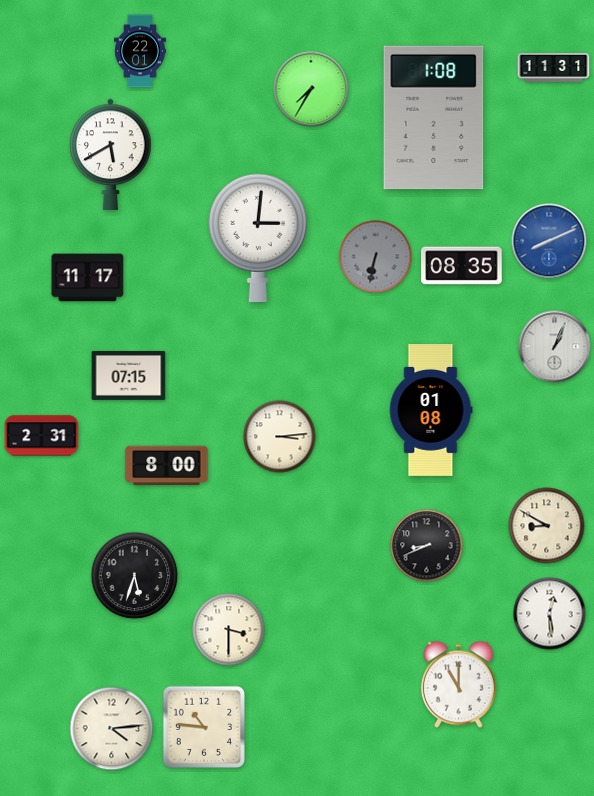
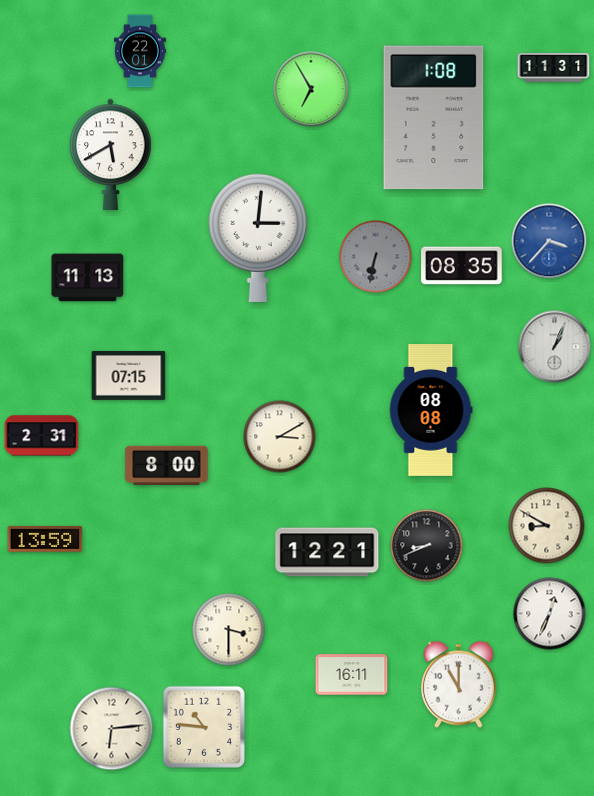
clock at (311, 89): 7:35 -> 6:55
clock at (549, 241): 8:11 -> 3:37
clock at (88, 278): 11:17 -> 11:13
clock at (431, 411): 01:08 -> 08:08
clock at (280, 437): 3:14 -> 3:10
clock at (45, 539): none -> 13:59
clock at (327, 552): none -> 12:21
clock at (135, 576): 5:33 -> none
clock at (550, 614): 12:29 -> 12:34
clock at (352, 675): none -> 16:11
clock at (112, 729): 4:14 -> 6:14
